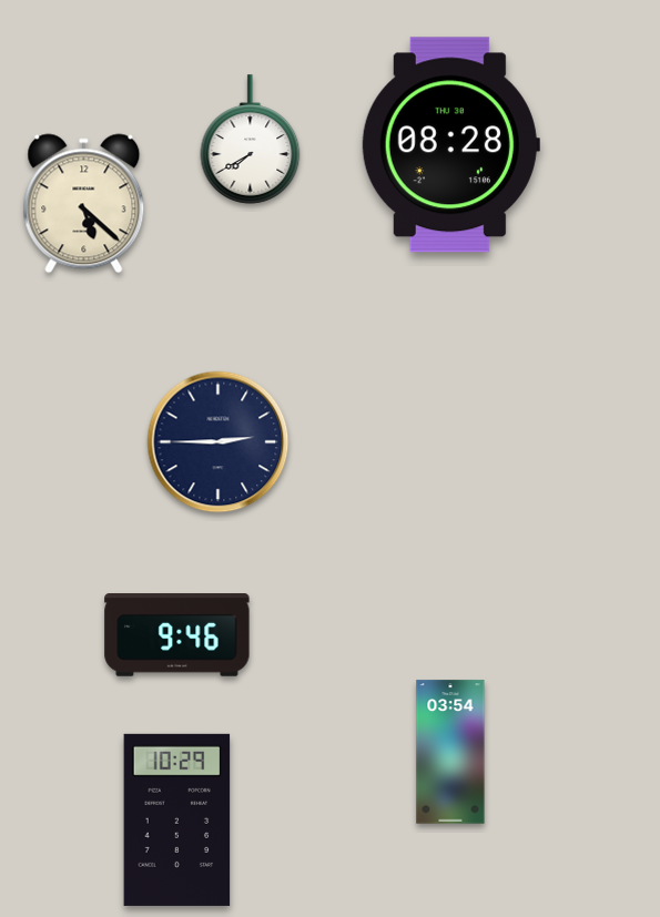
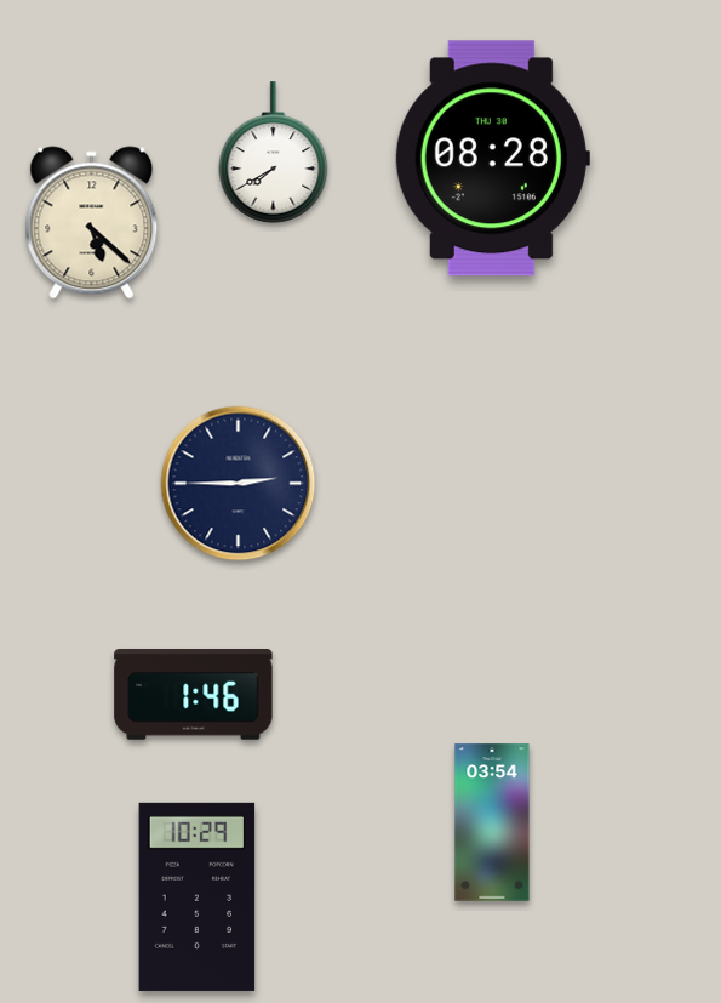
clock at (177, 635): 9:46 -> 1:46
clock at (177, 819) position: (177, 819) -> (198, 896)
